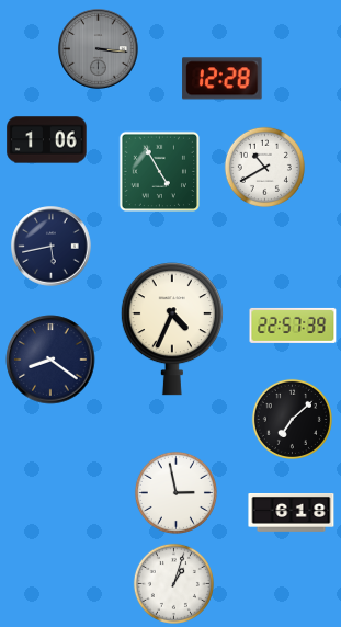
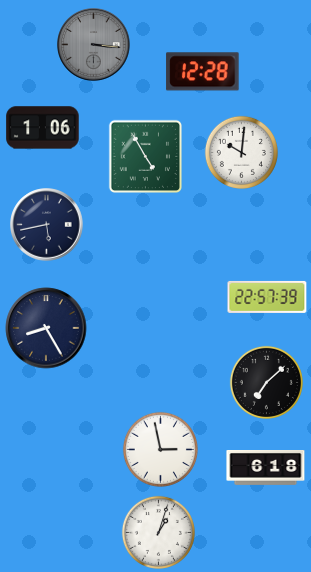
clock at (99, 49) position: (99, 49) -> (94, 45)
clock at (264, 167): 10:40 -> 10:01
clock at (172, 329): 4:34 -> none
clock at (50, 360): 8:21 -> 8:25
